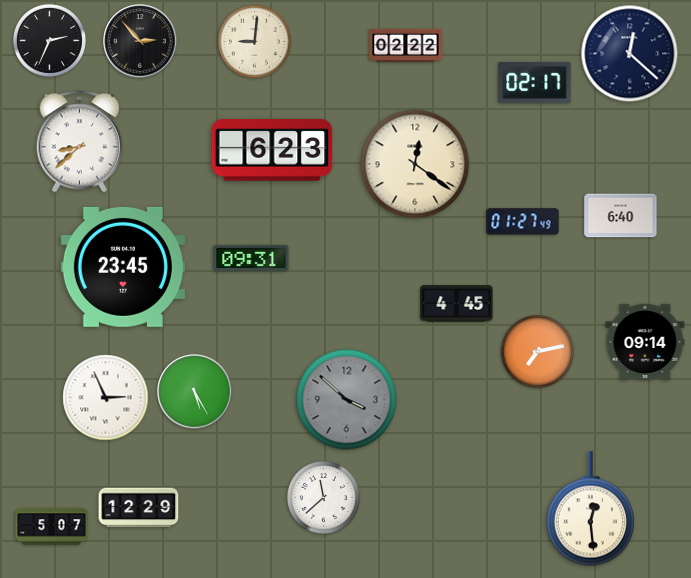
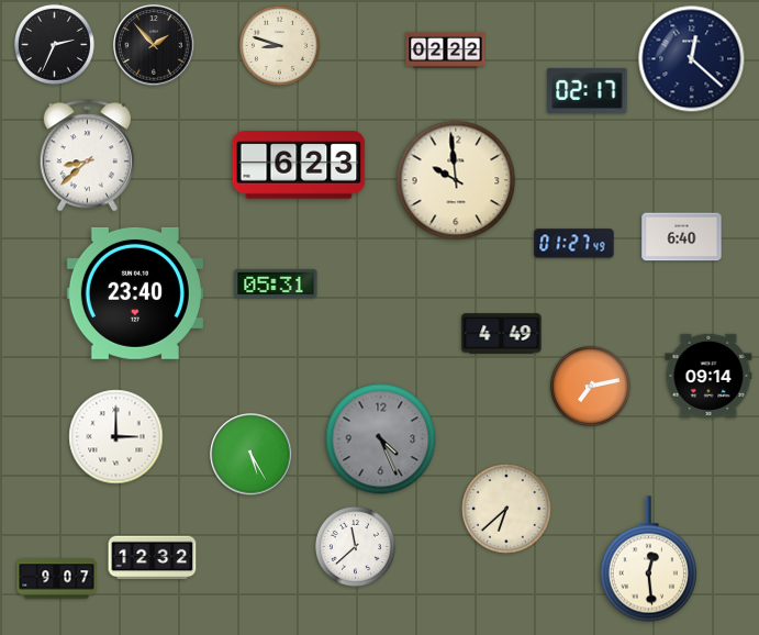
clock at (140, 41): 2:53 -> 1:53
clock at (254, 41): 9:01 -> 8:48
clock at (415, 164): 12:21 -> 9:59
clock at (251, 258): 09:31 -> 05:31
clock at (123, 267): 23:45 -> 23:40
clock at (457, 304): 4:45 -> 4:49
clock at (195, 392) position: (195, 392) -> (252, 455)
clock at (106, 398): 2:56 -> 3:00
clock at (347, 400): 3:52 -> 4:26
clock at (506, 509): none -> 6:38
clock at (139, 508): 12:29 -> 12:32
clock at (52, 527): 5:07 -> 9:07
